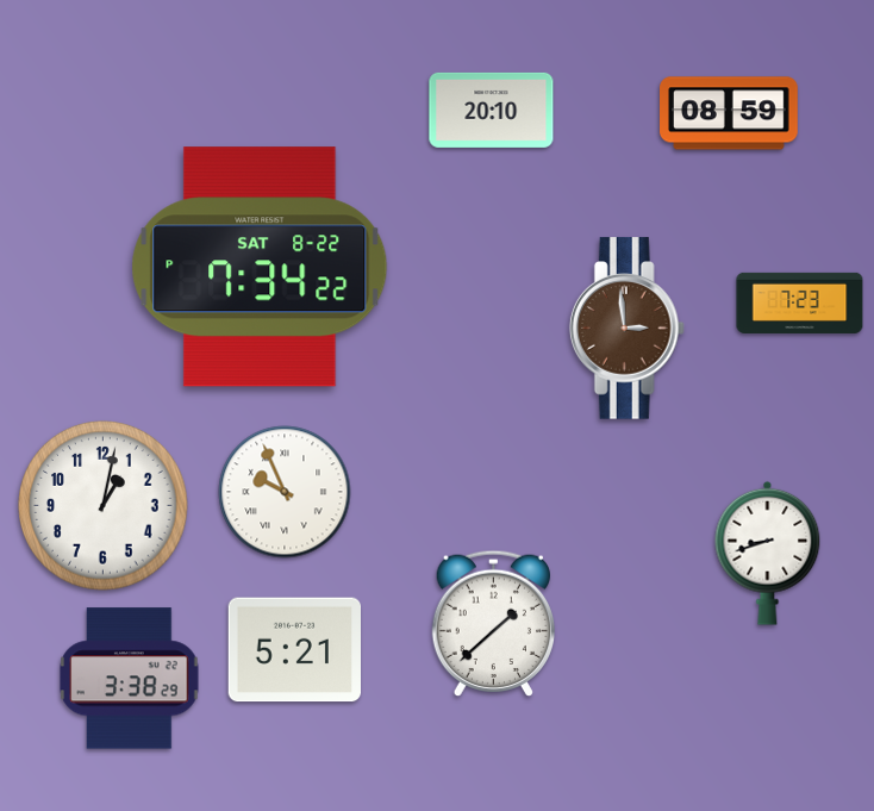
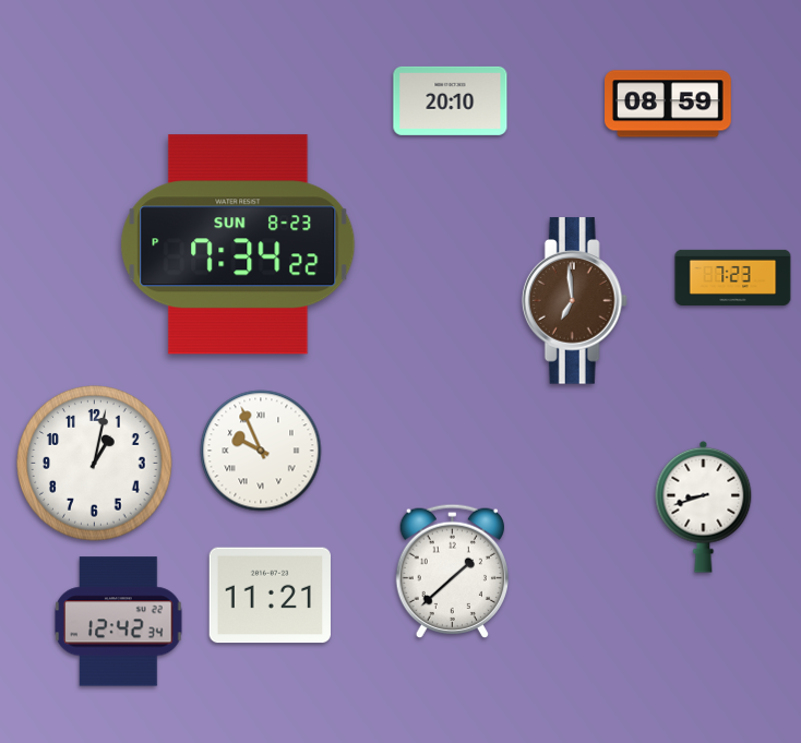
clock at (260, 267) date: SAT 8-22 -> SUN 8-23
clock at (626, 329): 2:59 -> 6:59
clock at (294, 650): 5:21 -> 11:21
clock at (130, 679): 3:38 -> 12:42
